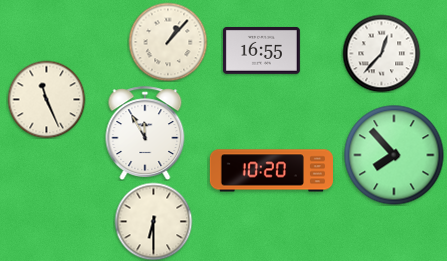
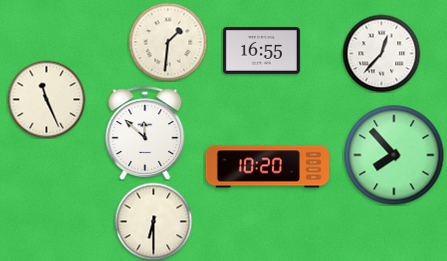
clock at (168, 42): 1:07 -> 1:31
clock at (145, 133): 11:55 -> 11:52
clock at (271, 171) position: (271, 171) -> (267, 167)
